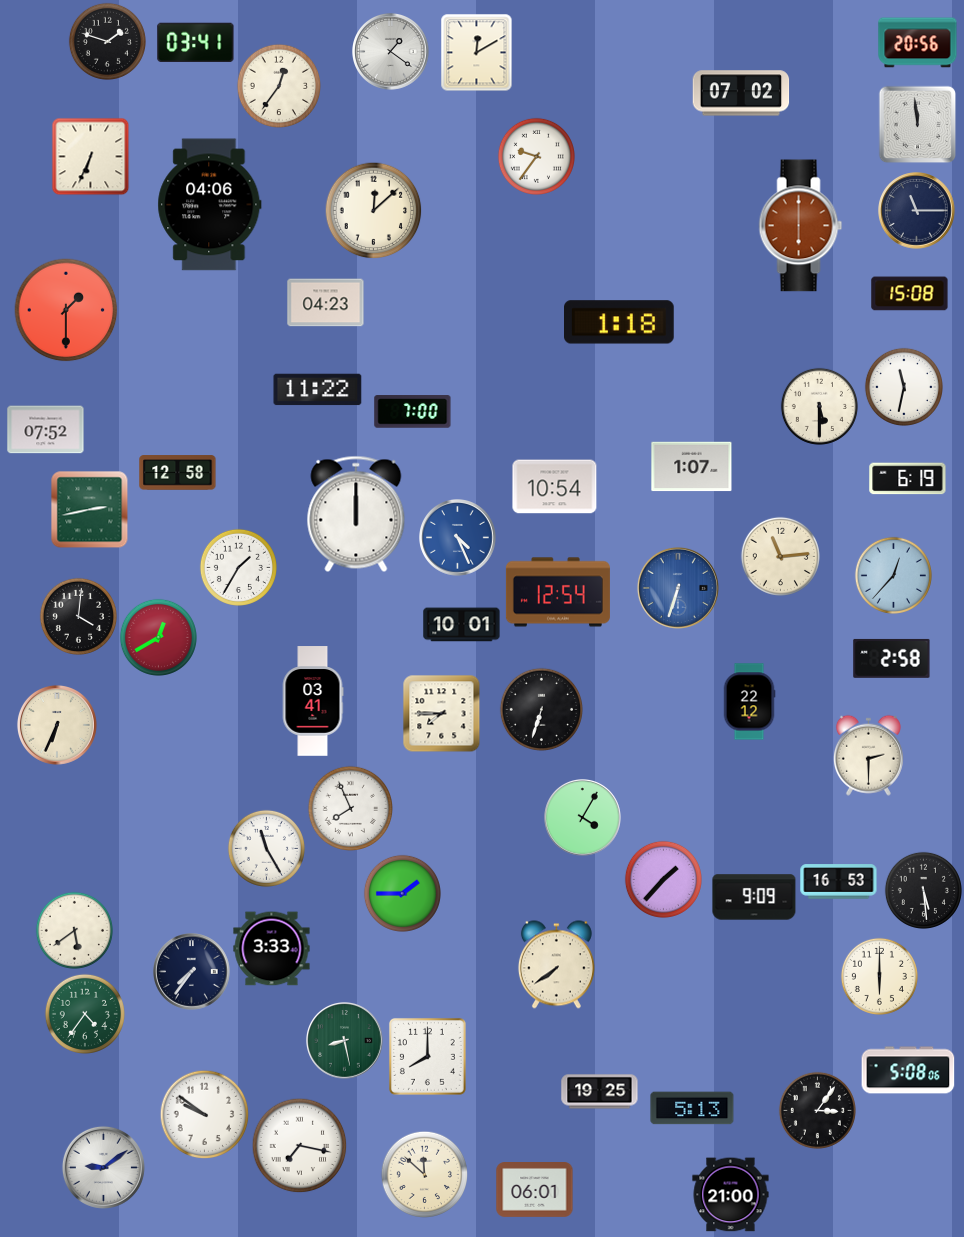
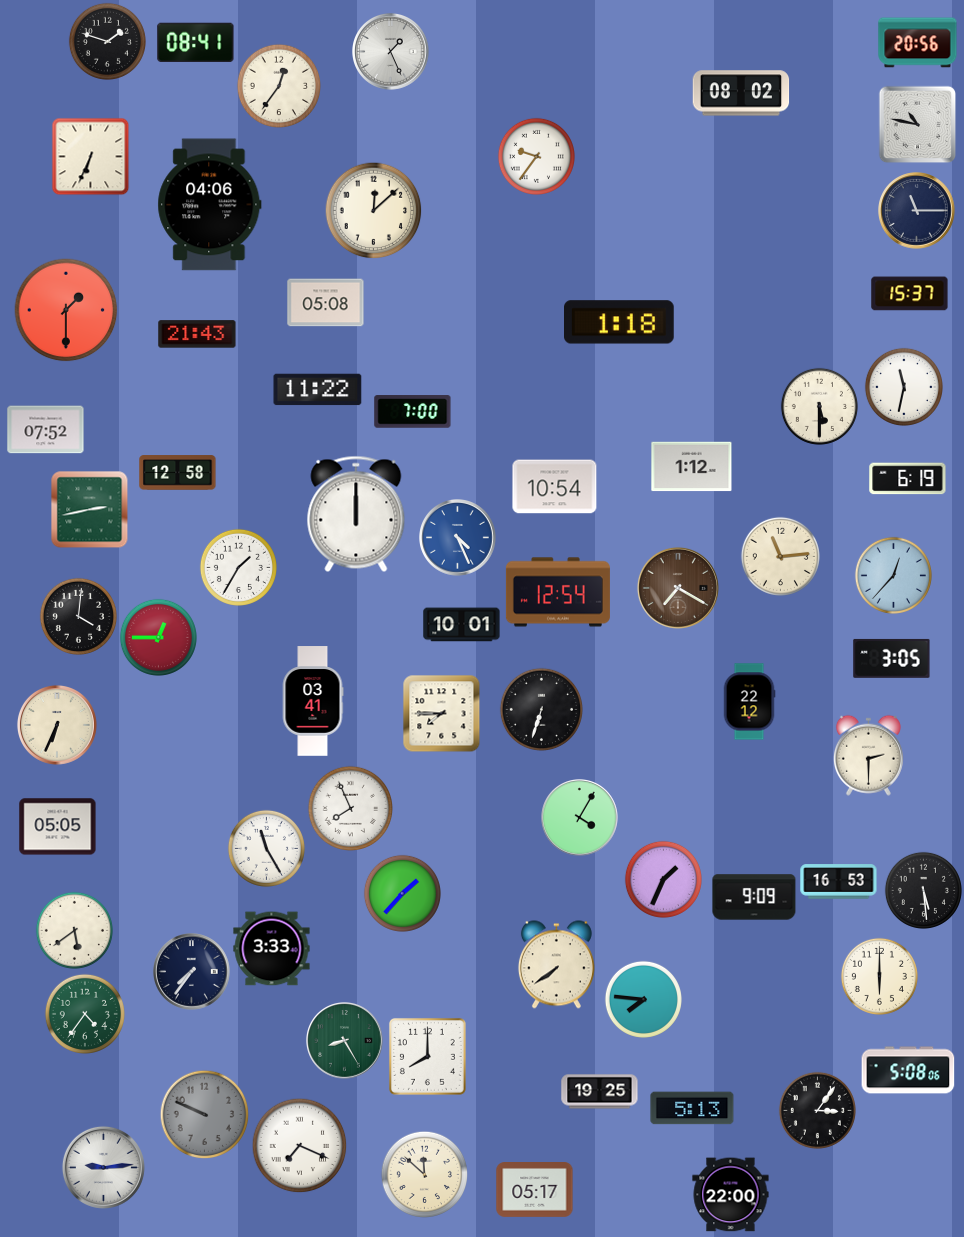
clock at (196, 42): 03:41 -> 08:41
clock at (391, 52): 1:21 -> 1:26
clock at (477, 52): 12:10 -> none
clock at (741, 93): 07:02 -> 08:02
clock at (917, 124): 11:59 -> 10:47
clock at (801, 226): 6:00 -> none
clock at (910, 294): 15:08 -> 15:37
clock at (326, 303): 04:23 -> 05:08
clock at (197, 334): none -> 21:43
clock at (692, 467): 1:07 -> 1:12
clock at (678, 588): 6:33 -> 7:20
clock at (678, 588) dial: blue -> brown
clock at (158, 637): 12:40 -> 12:45
clock at (892, 658): 2:58 -> 3:05
clock at (583, 818) position: (583, 818) -> (580, 818)
clock at (58, 827): none -> 05:05
clock at (663, 879): 1:37 -> 1:34
clock at (402, 893): 1:45 -> 1:37
clock at (643, 999): none -> 7:46
clock at (345, 1041): 8:28 -> 8:25
clock at (204, 1114): 9:51 -> 9:49
clock at (204, 1114) dial: white -> grey
clock at (299, 1145): 7:17 -> 7:19
clock at (103, 1167): 9:09 -> 9:14
clock at (535, 1190): 06:01 -> 05:17
clock at (731, 1195): 21:00 -> 22:00
